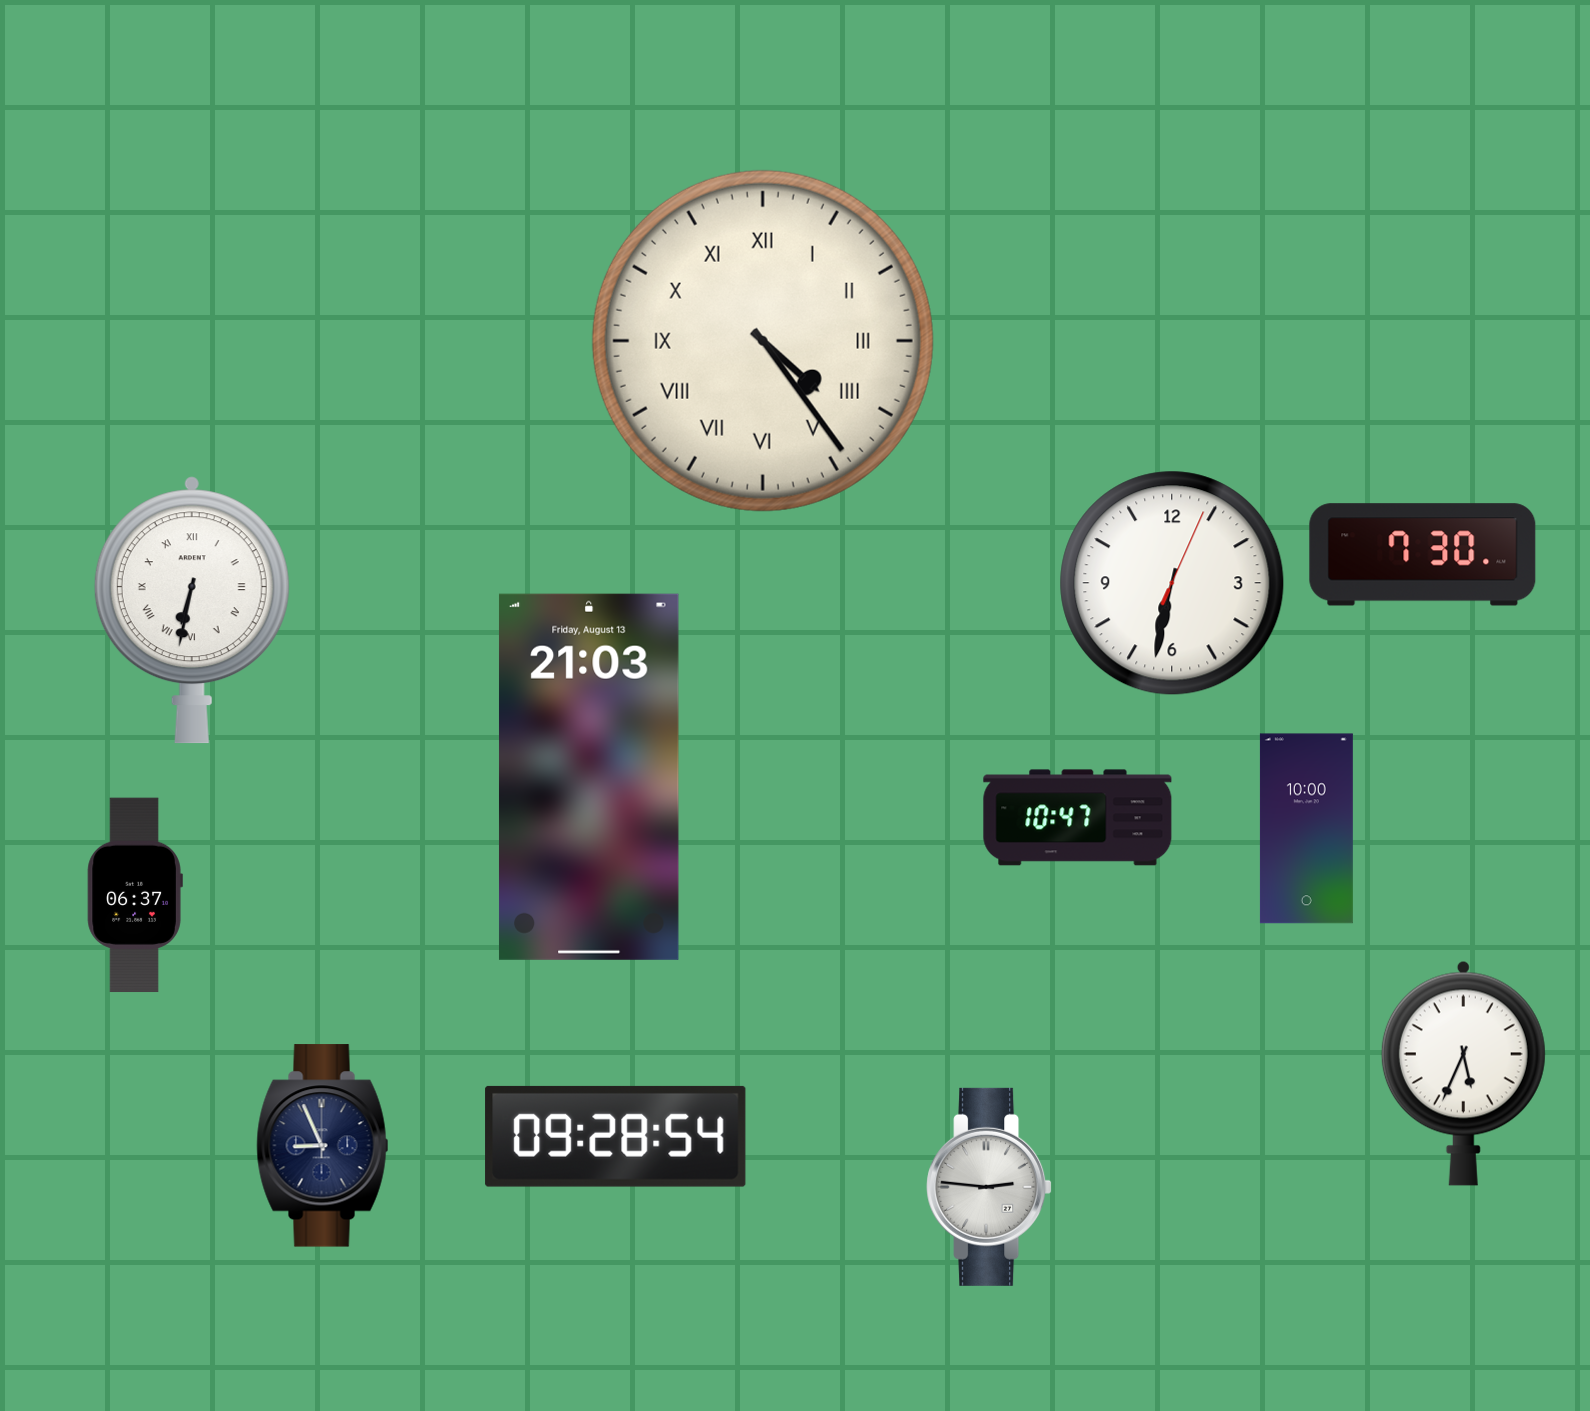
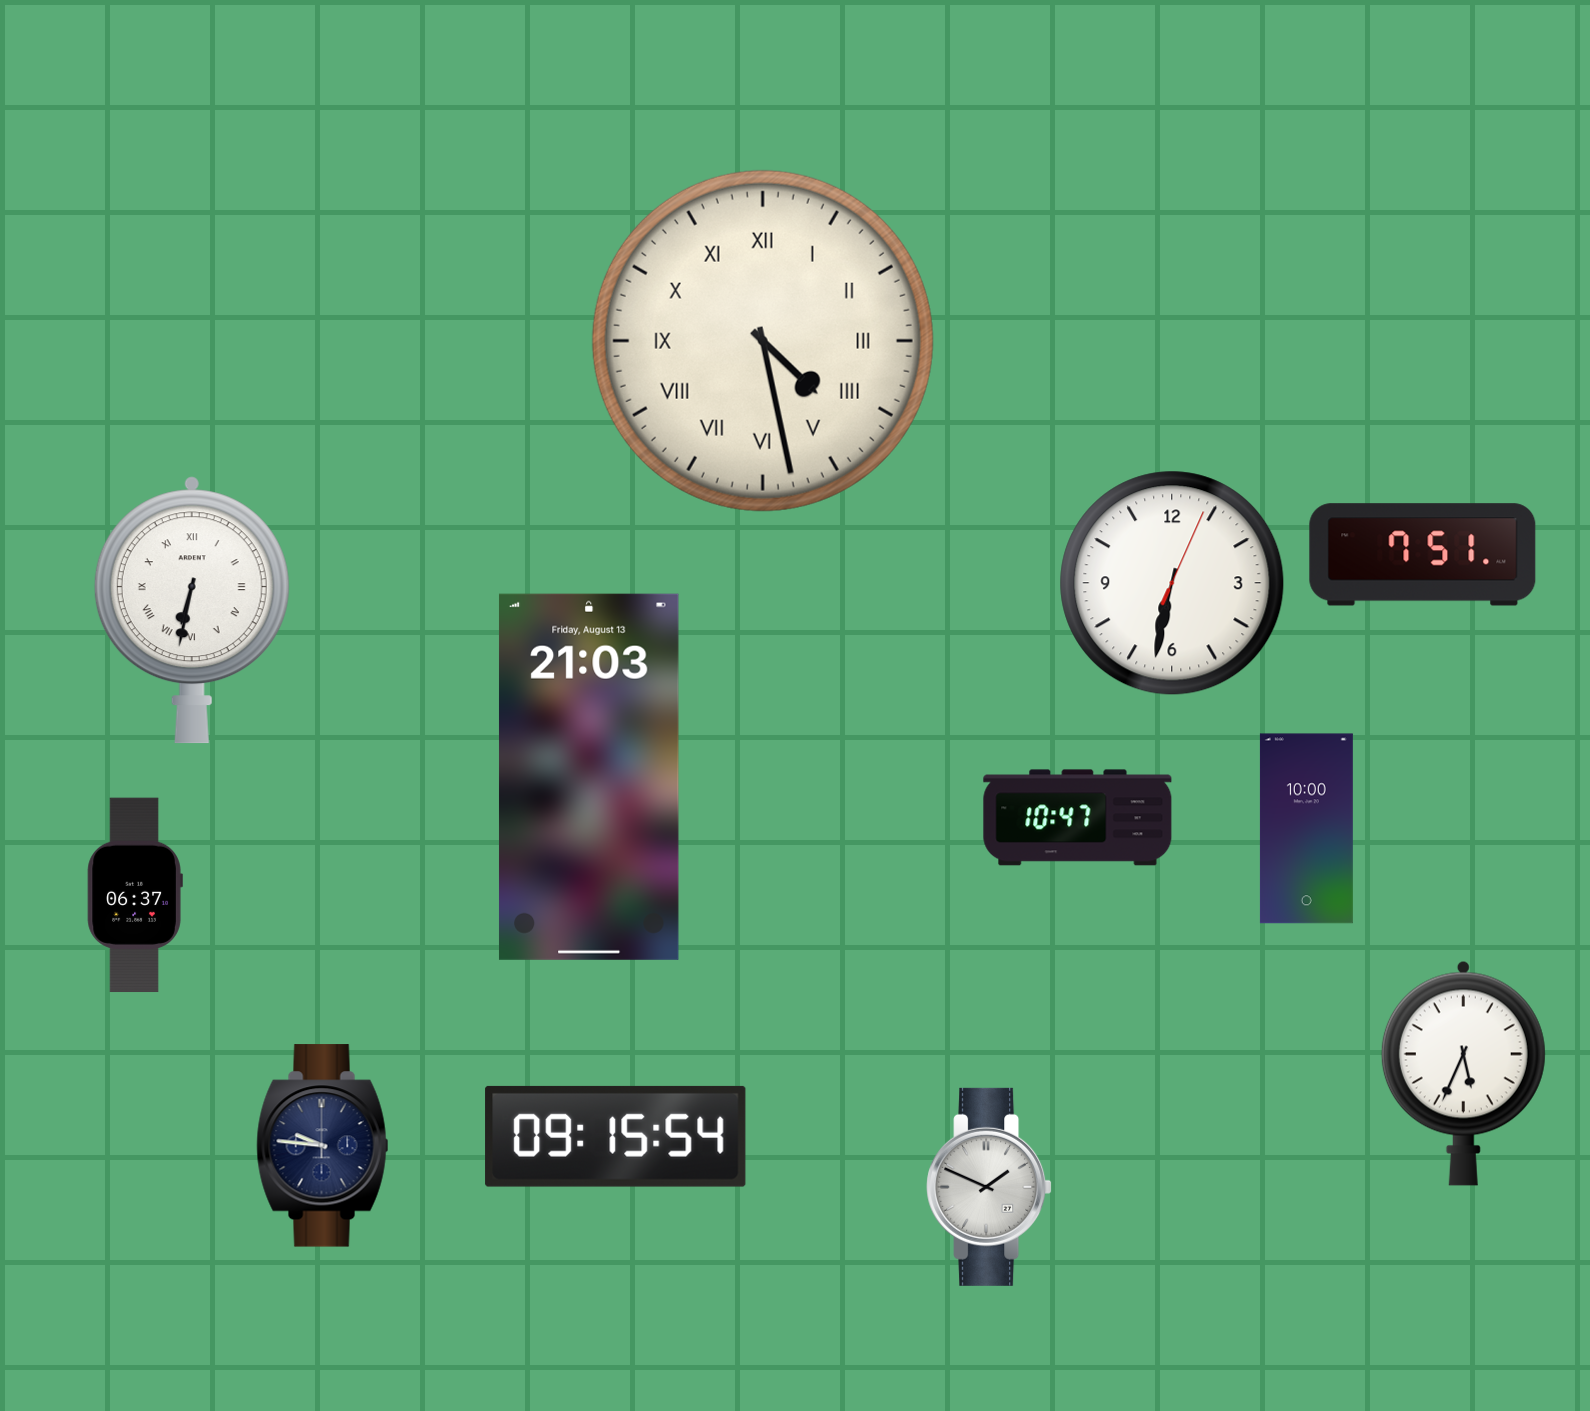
clock at (763, 341): 4:24 -> 4:28
clock at (1423, 555): 7:30 -> 7:51
clock at (616, 1136): 09:28 -> 09:15
clock at (323, 1146): 8:56 -> 9:46
clock at (989, 1187): 2:46 -> 1:49
